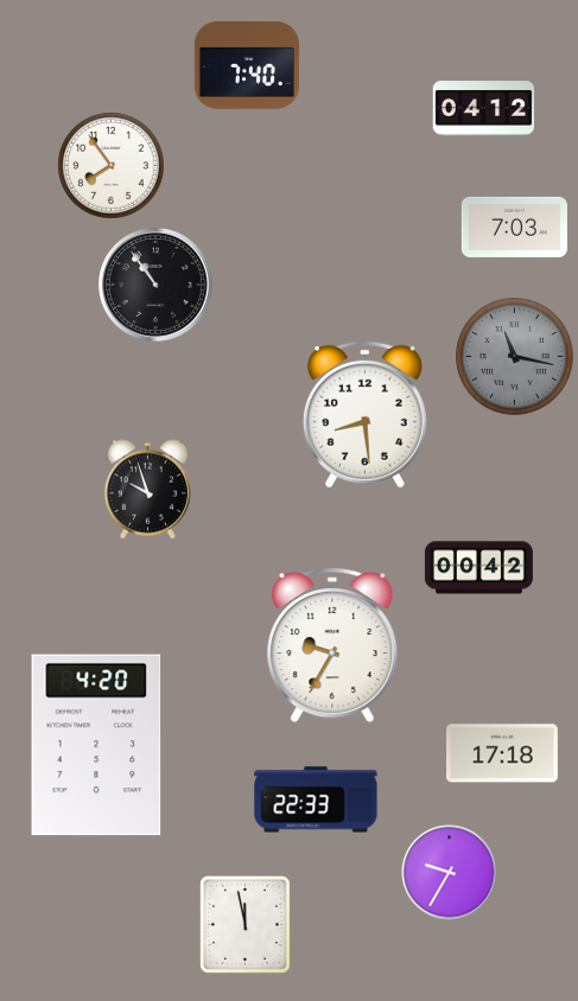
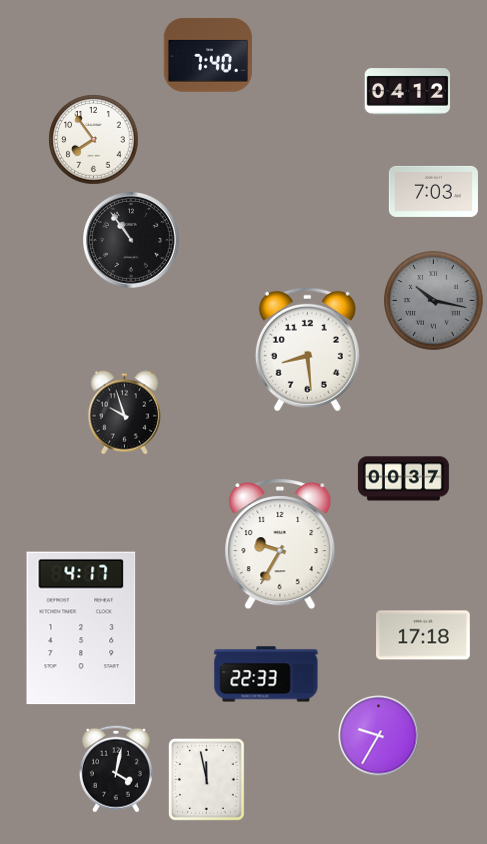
clock at (515, 357): 11:17 -> 10:17
clock at (478, 568): 00:42 -> 00:37
clock at (96, 745): 4:20 -> 4:17
clock at (116, 769): none -> 4:02
